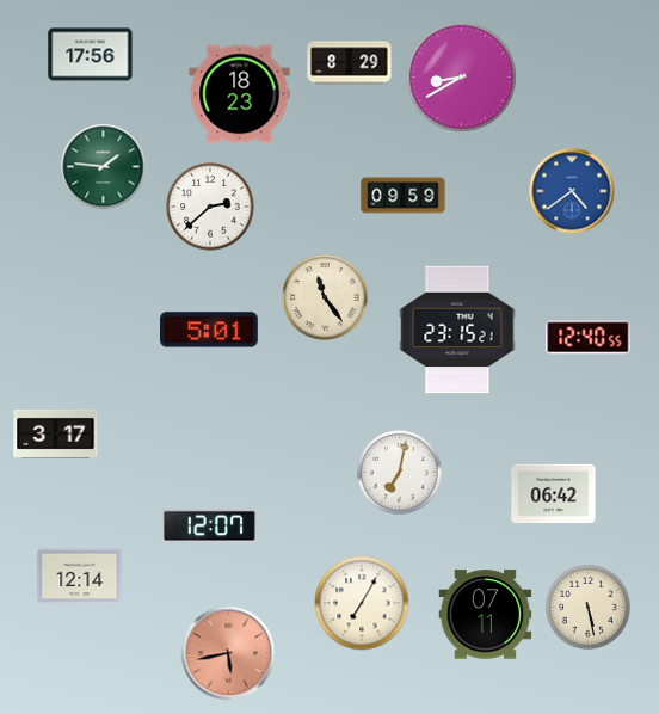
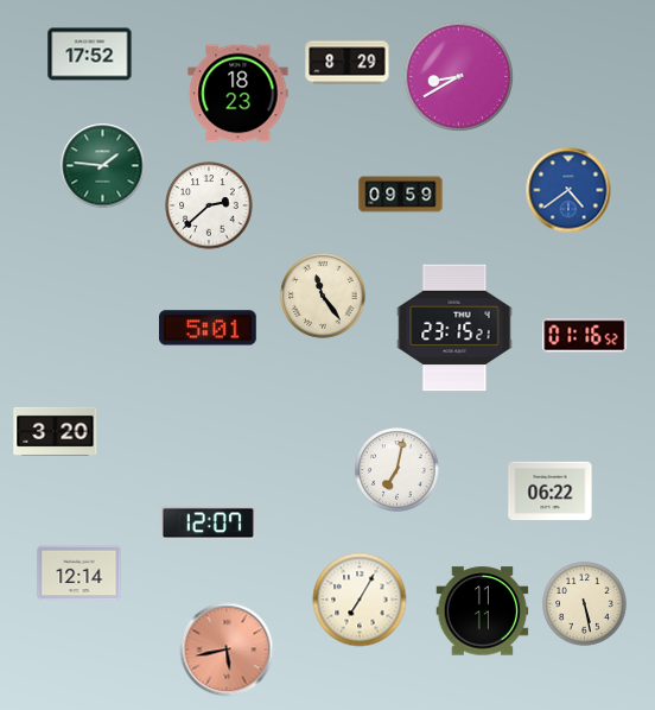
clock at (91, 55): 17:56 -> 17:52
clock at (589, 338): 12:40 -> 01:16
clock at (56, 433): 3:17 -> 3:20
clock at (554, 493): 06:42 -> 06:22
clock at (486, 615): 07:11 -> 11:11
